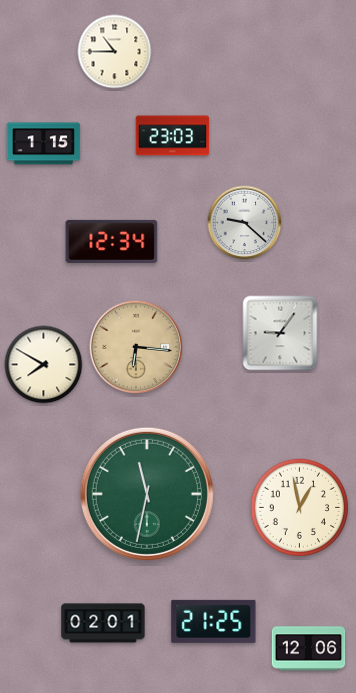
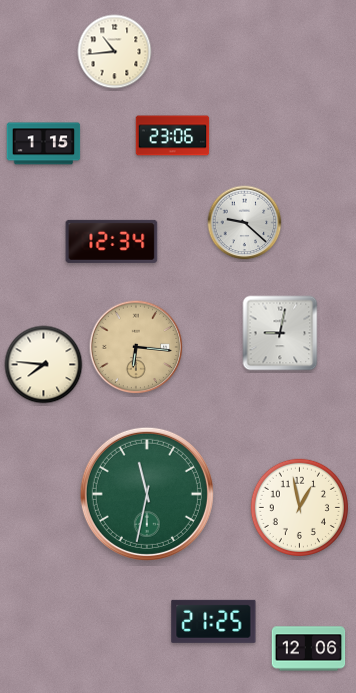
clock at (115, 52): 10:45 -> 10:44
clock at (173, 136): 23:03 -> 23:06
clock at (280, 333): 9:06 -> 9:02
clock at (44, 365): 7:50 -> 7:46
clock at (103, 623): 02:01 -> none
